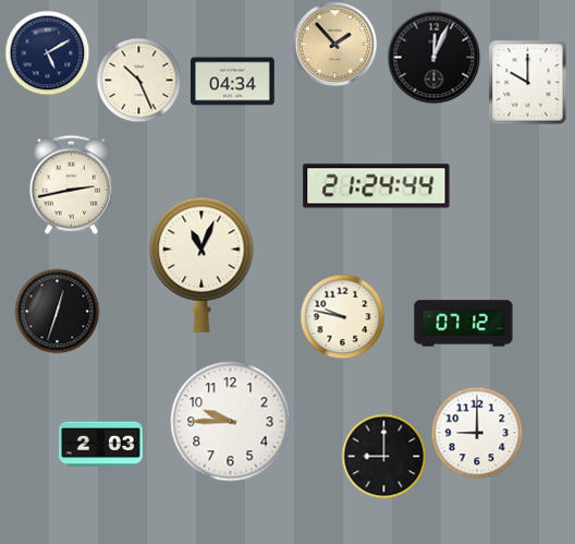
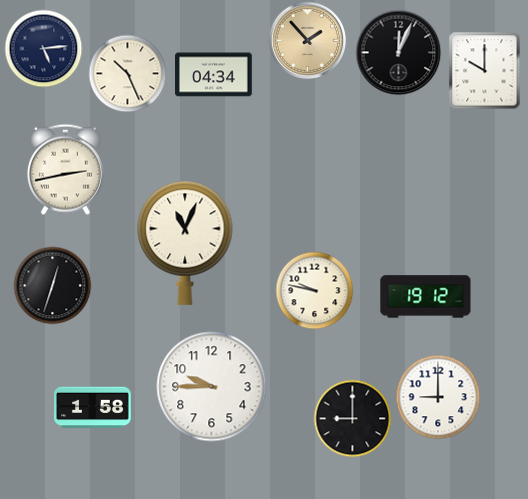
clock at (47, 52): 5:10 -> 5:14
clock at (528, 82) position: (528, 82) -> (485, 70)
clock at (377, 186): 21:24 -> none
clock at (464, 324): 07:12 -> 19:12
clock at (101, 445): 2:03 -> 1:58
